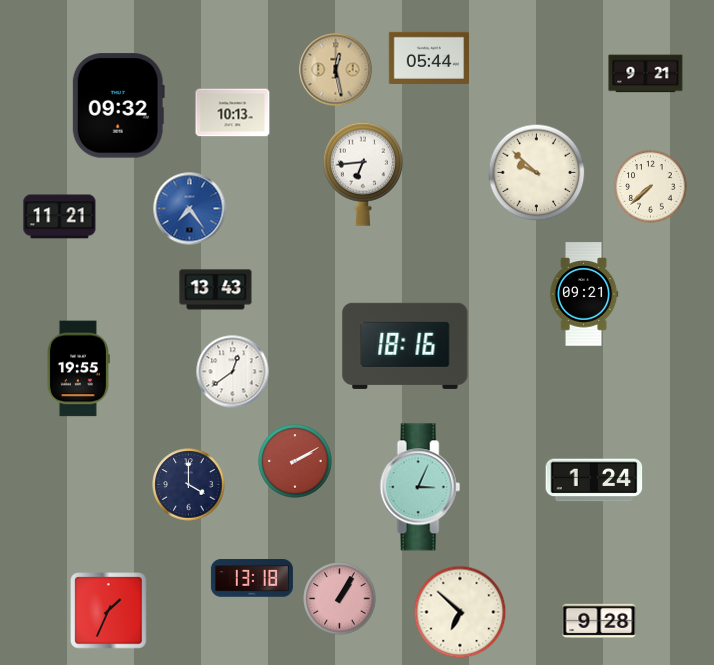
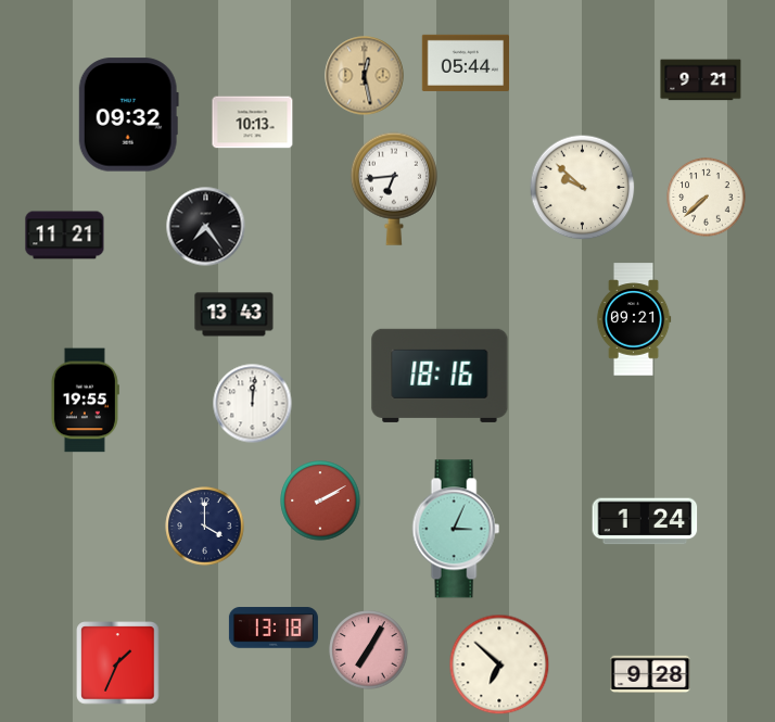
clock at (651, 187) position: (651, 187) -> (707, 198)
clock at (190, 209) dial: blue -> black
clock at (233, 372): 12:39 -> 12:01
clock at (340, 599): 1:05 -> 7:05
